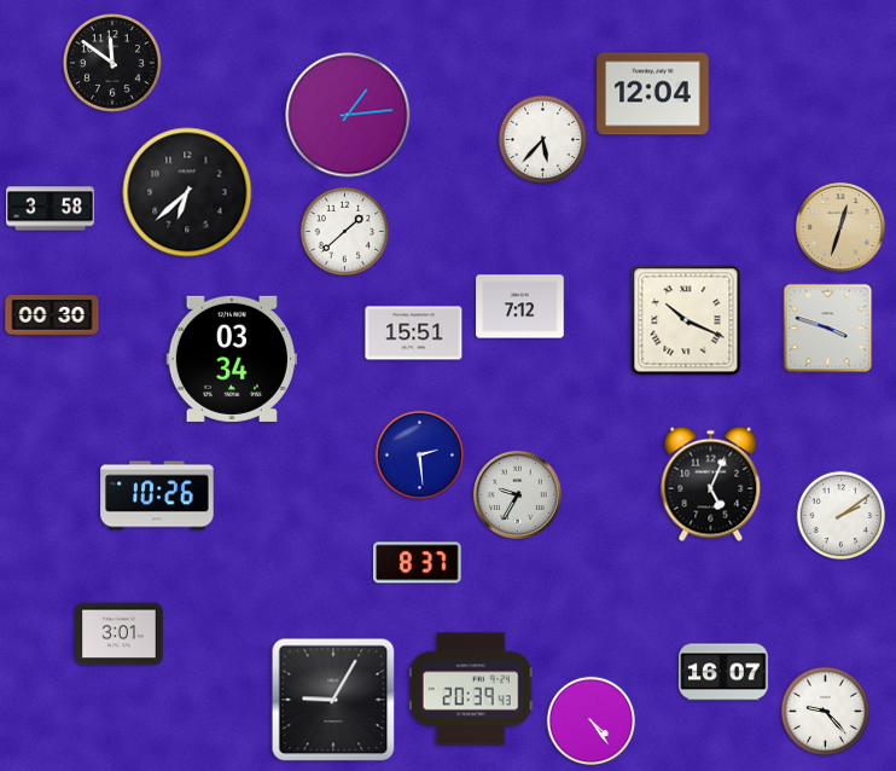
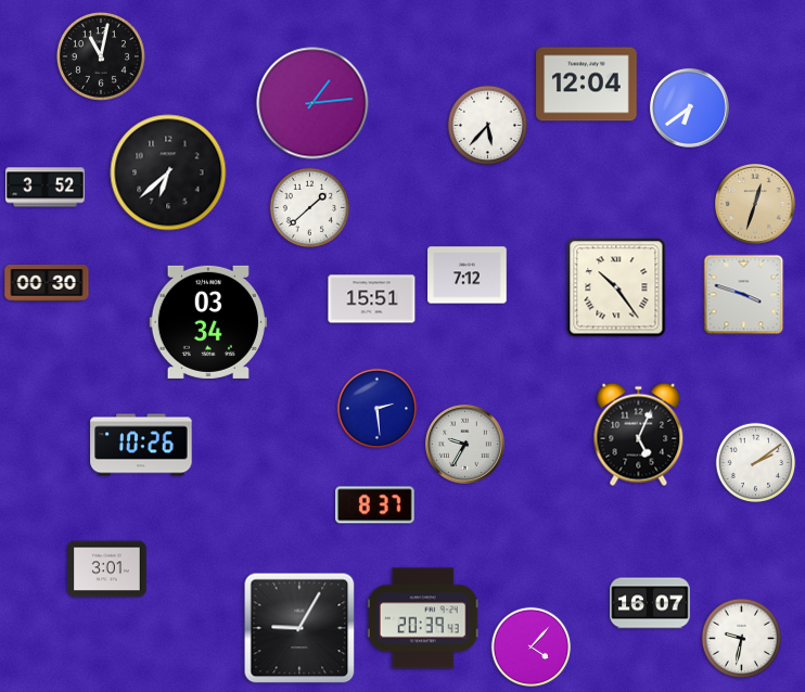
clock at (112, 63): 11:51 -> 11:02
clock at (689, 107): none -> 6:39
clock at (51, 209): 3:58 -> 3:52
clock at (686, 320): 10:19 -> 10:24
clock at (826, 712): 9:23 -> 9:32
clock at (592, 721): 4:24 -> 4:07
